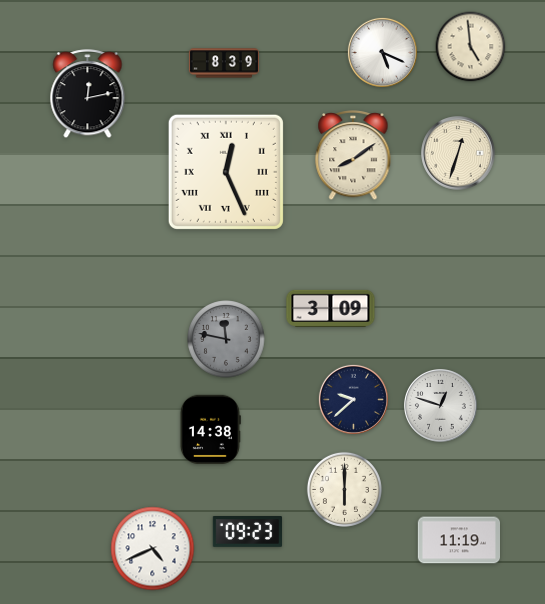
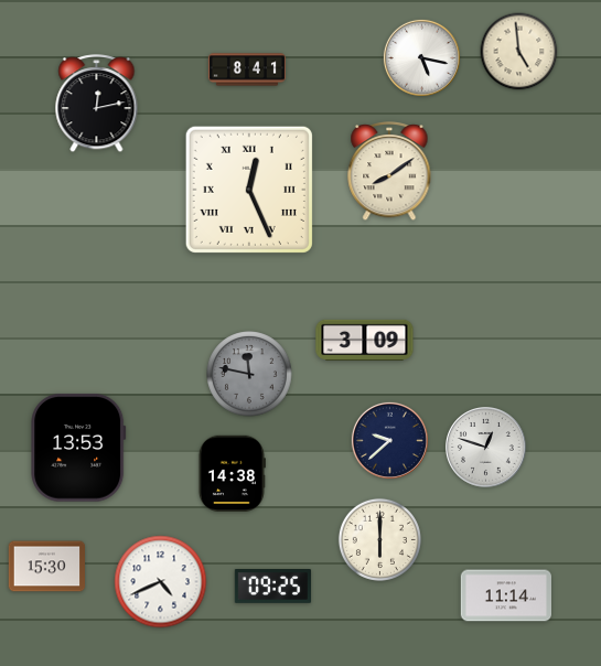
clock at (382, 52): 5:19 -> 5:17
clock at (224, 63): 8:39 -> 8:41
clock at (458, 153): 12:33 -> none
clock at (78, 448): none -> 13:53
clock at (47, 567): none -> 15:30
clock at (248, 532): 09:23 -> 09:25
clock at (458, 540): 11:19 -> 11:14
clock at (153, 549) position: (153, 549) -> (161, 582)
